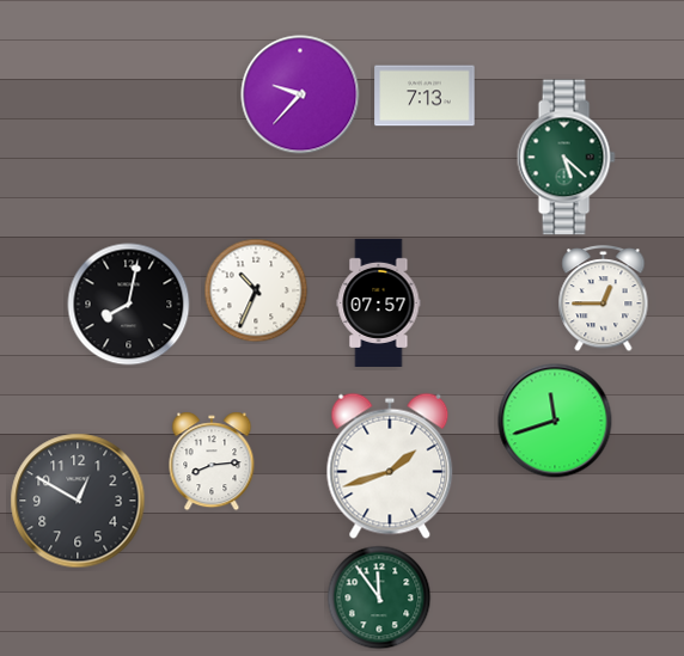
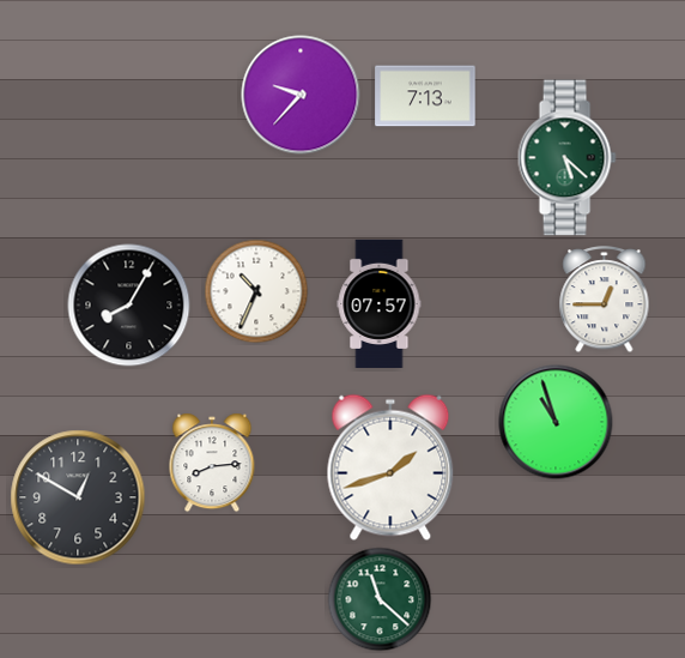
clock at (129, 305): 8:02 -> 8:05
clock at (555, 421): 11:42 -> 10:57
clock at (78, 501) position: (78, 501) -> (78, 497)
clock at (379, 597): 11:54 -> 11:22
